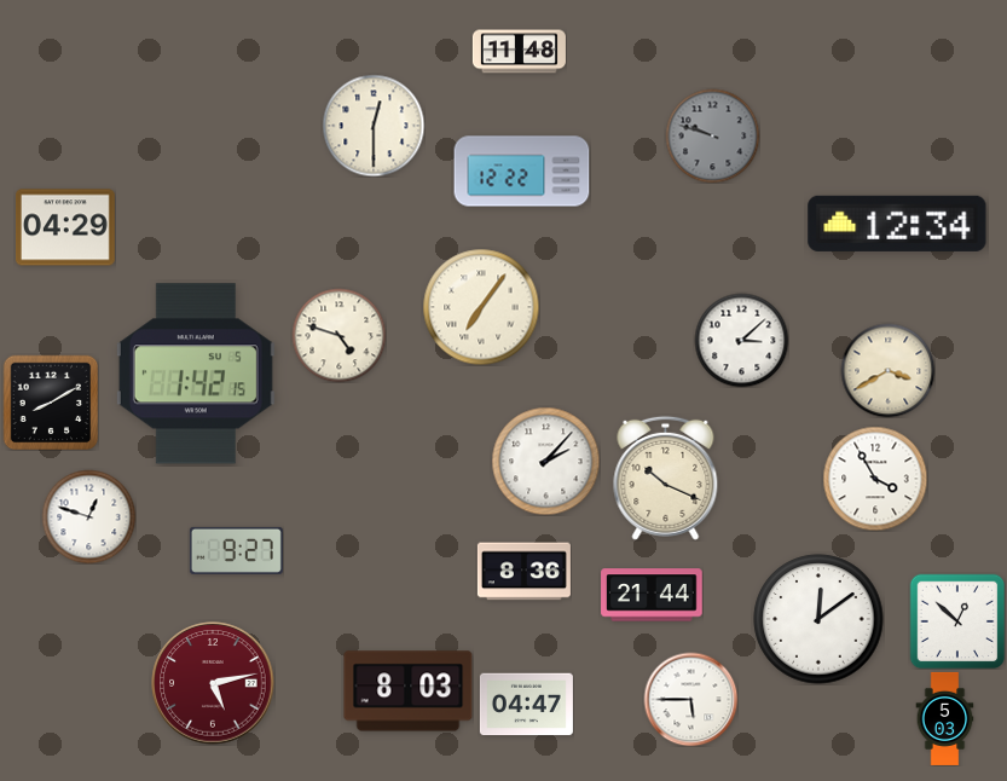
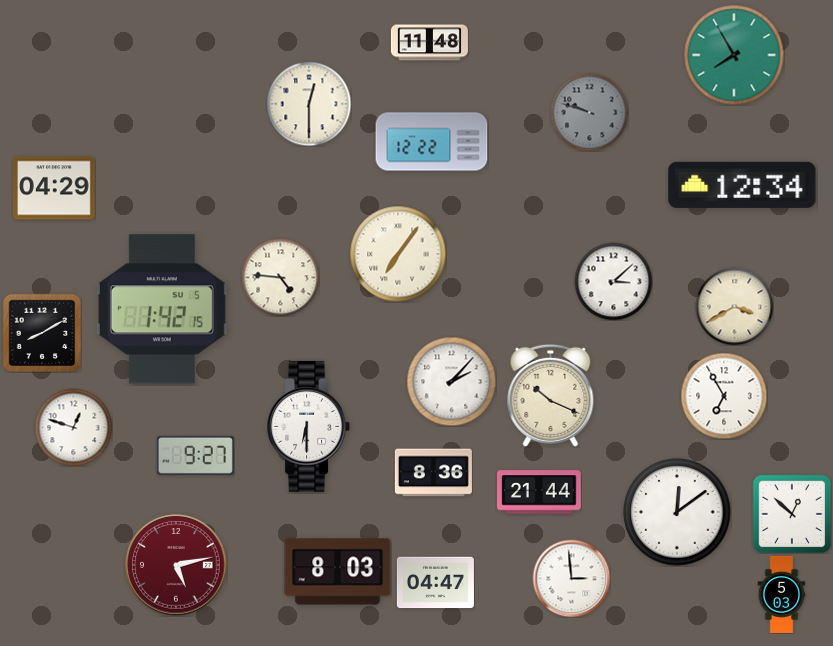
clock at (734, 55): none -> 7:55
clock at (338, 335): 4:48 -> 4:46
clock at (875, 479): 3:55 -> 6:55
clock at (309, 426): none -> 6:30
clock at (690, 699): 5:45 -> 2:59
